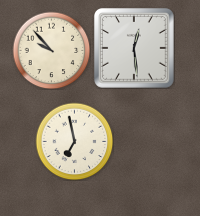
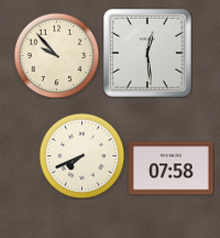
clock at (74, 141): 6:58 -> 7:41
clock at (172, 169): none -> 07:58
